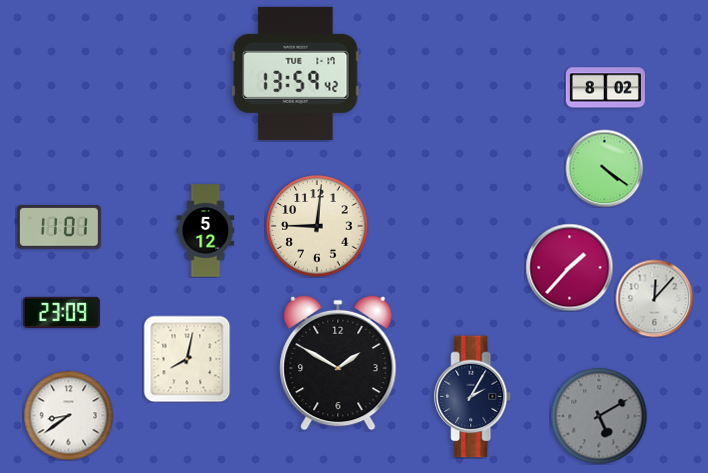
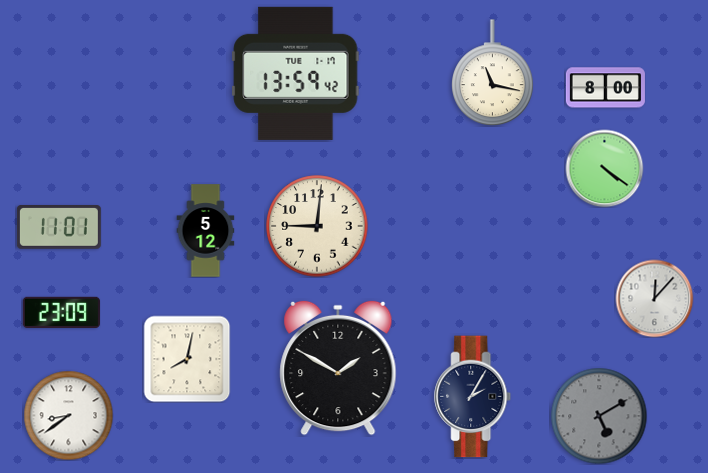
clock at (493, 73): none -> 11:17
clock at (605, 88): 8:02 -> 8:00
clock at (569, 267): 1:37 -> none
clock at (338, 363) position: (338, 363) -> (338, 368)
